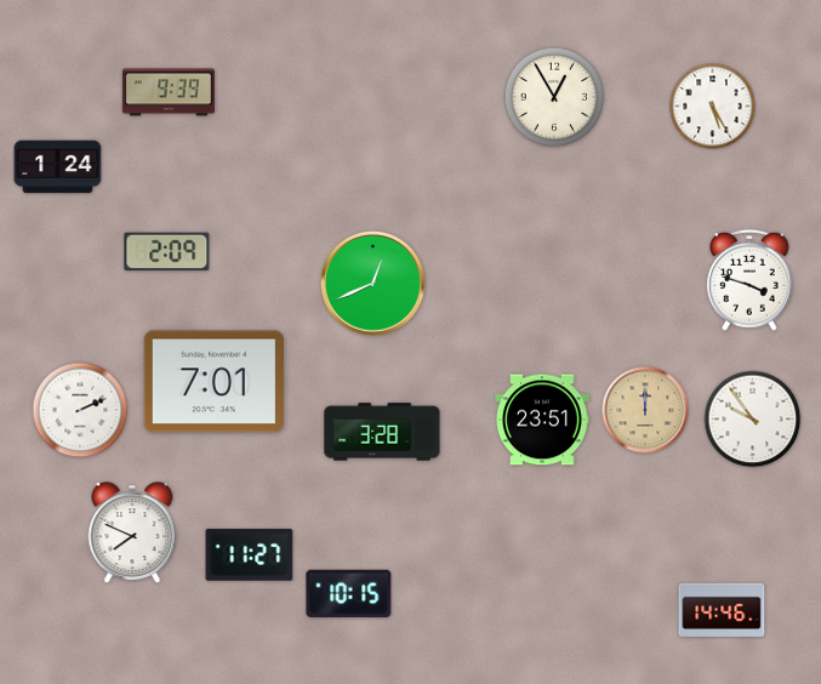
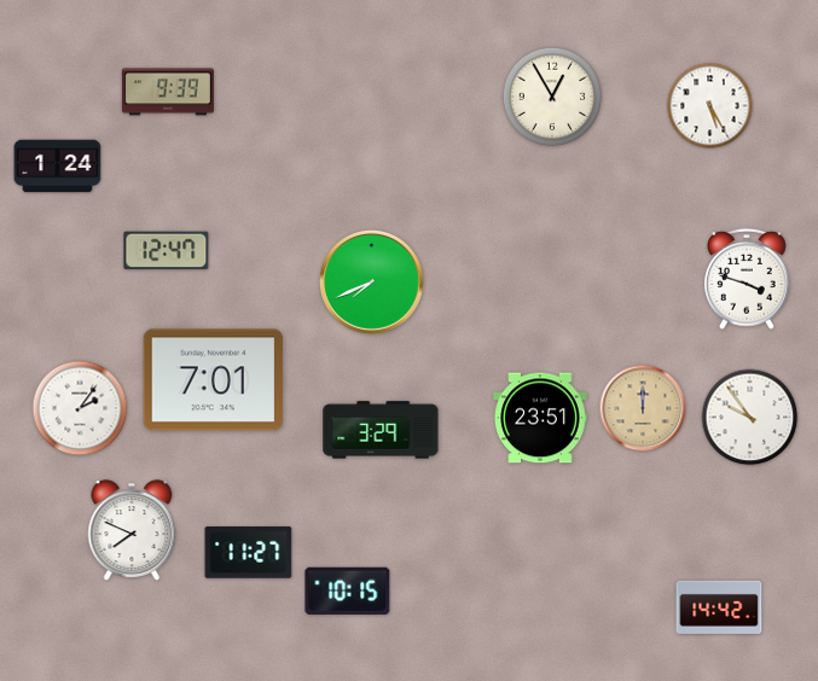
clock at (167, 252): 2:09 -> 12:47
clock at (372, 283): 12:41 -> 7:41
clock at (80, 410): 2:11 -> 2:06
clock at (382, 432): 3:28 -> 3:29
clock at (722, 610): 14:46 -> 14:42
